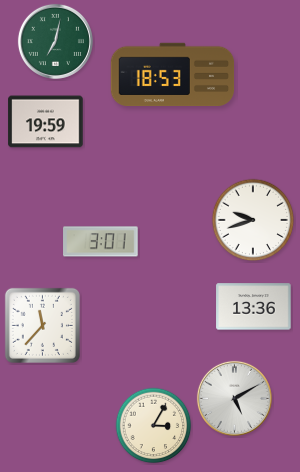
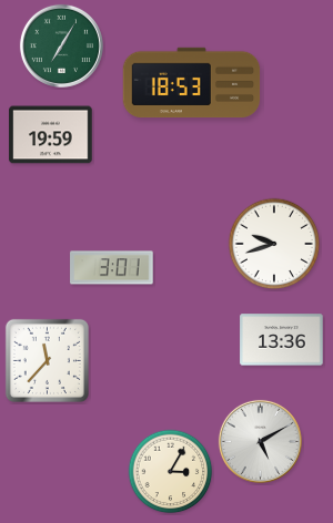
clock at (55, 41): 7:02 -> 7:05
clock at (253, 220) position: (253, 220) -> (274, 244)
